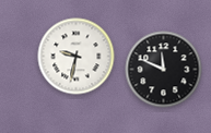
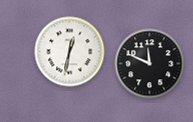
clock at (77, 57): 9:32 -> 12:32
